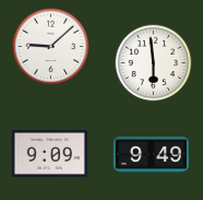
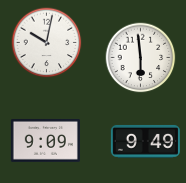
clock at (51, 47): 9:08 -> 10:02
clock at (151, 154) position: (151, 154) -> (145, 141)
